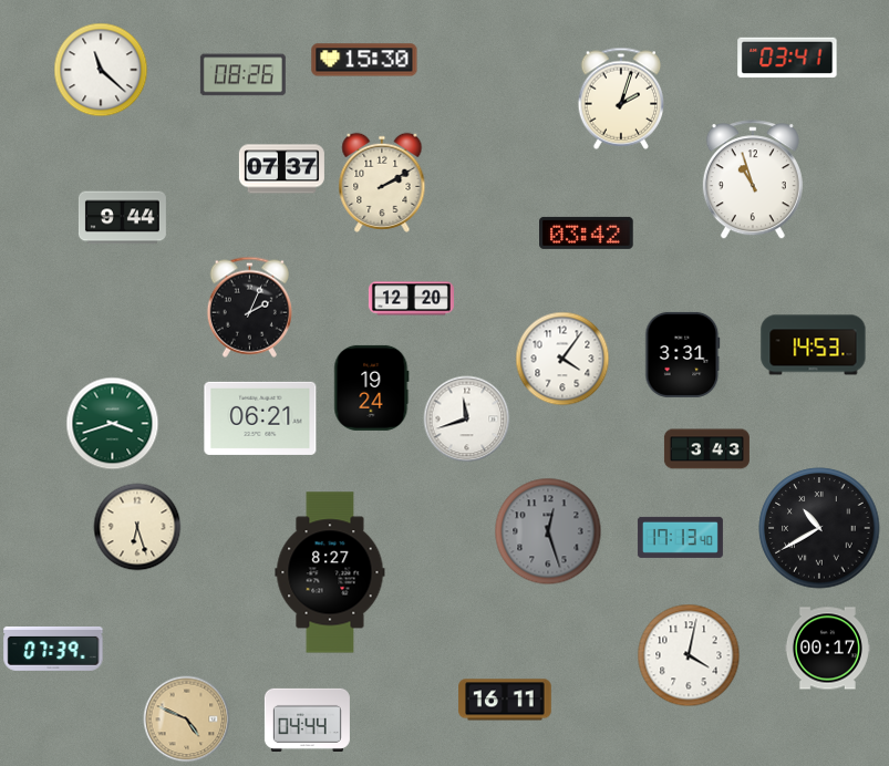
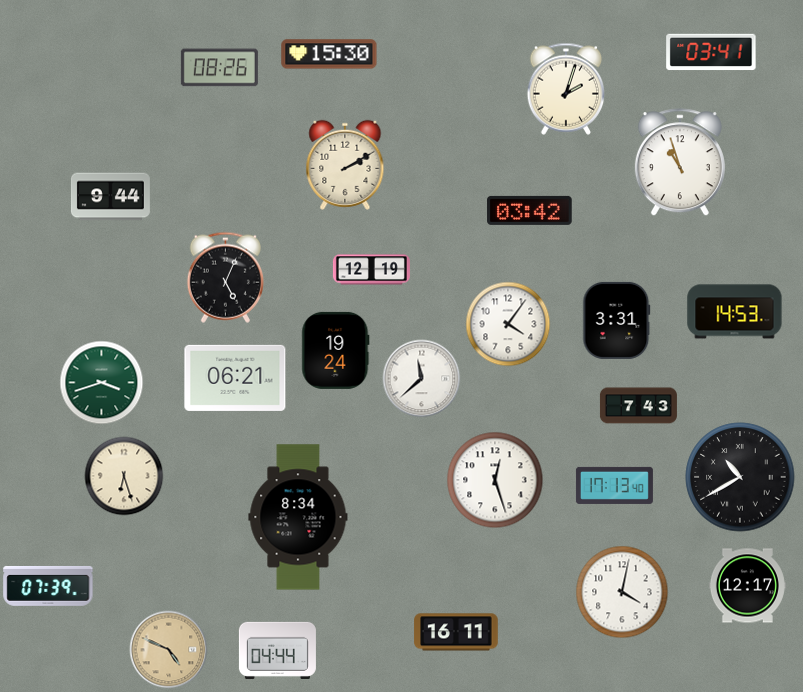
clock at (101, 70): 11:22 -> none
clock at (621, 99) position: (621, 99) -> (566, 89)
clock at (281, 169): 07:37 -> none
clock at (411, 299): 12:20 -> 12:19
clock at (249, 307): 2:04 -> 5:04
clock at (466, 418): 11:42 -> 11:38
clock at (706, 449): 3:43 -> 7:43
clock at (548, 531) dial: grey -> white
clock at (330, 572): 8:27 -> 8:34
clock at (827, 649): 00:17 -> 12:17
